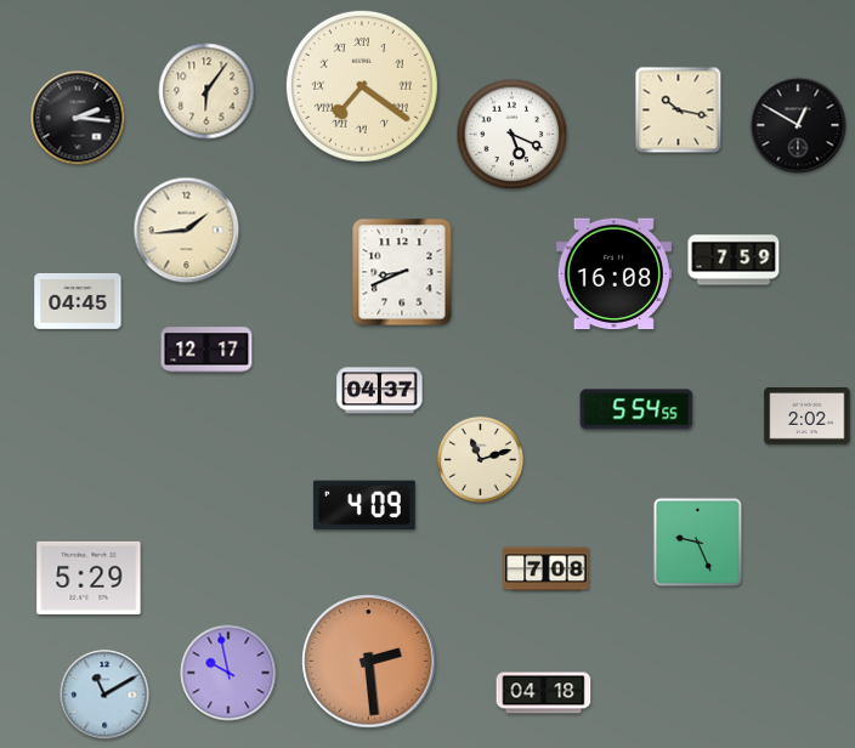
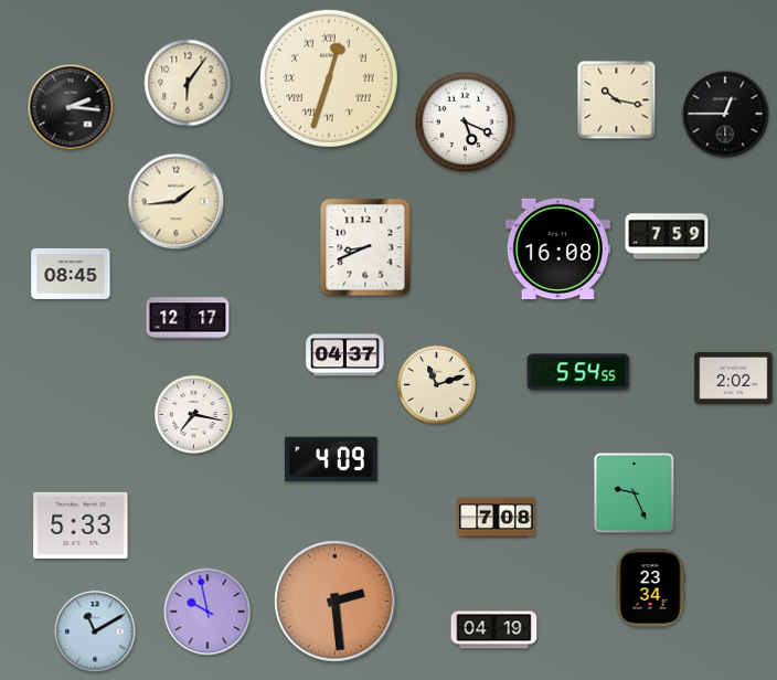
clock at (362, 86): 7:21 -> 12:33
clock at (798, 125): 12:50 -> 12:45
clock at (187, 231) position: (187, 231) -> (177, 202)
clock at (78, 301): 04:45 -> 08:45
clock at (193, 414): none -> 7:17
clock at (480, 459) position: (480, 459) -> (436, 384)
clock at (89, 578): 5:29 -> 5:33
clock at (650, 588): none -> 23:34
clock at (544, 693): 04:18 -> 04:19
